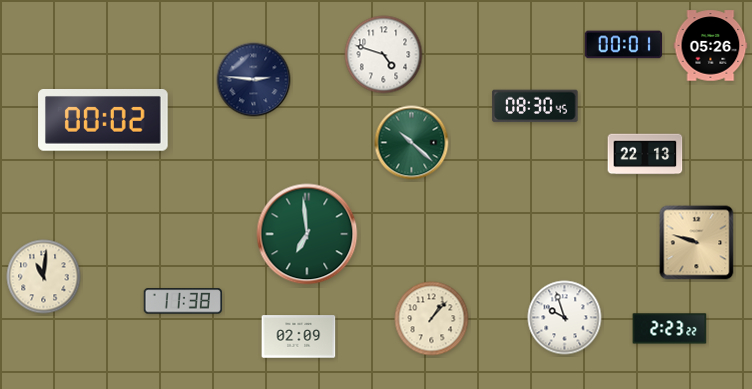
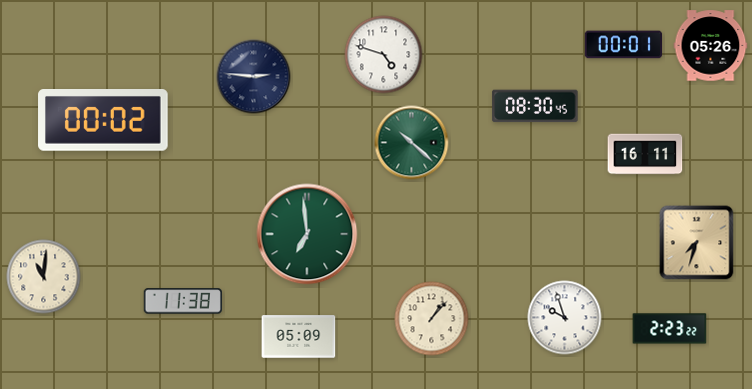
clock at (254, 80) position: (254, 80) -> (254, 77)
clock at (645, 154): 22:13 -> 16:11
clock at (697, 243): 9:48 -> 7:33
clock at (299, 337): 02:09 -> 05:09
